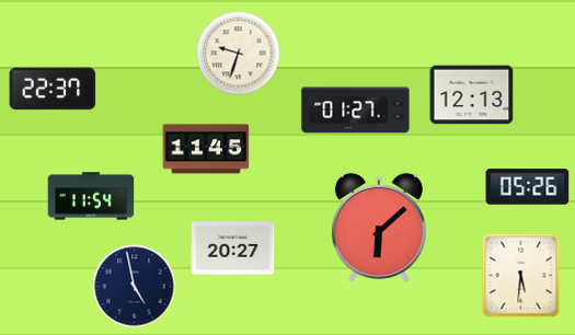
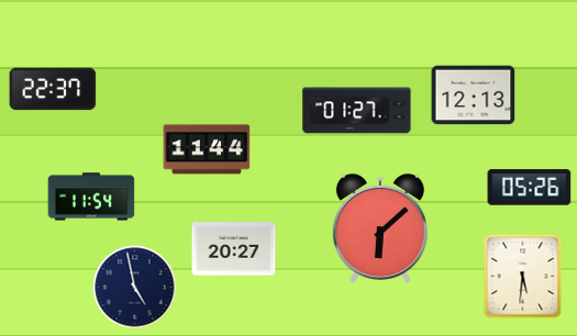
clock at (239, 54): 9:33 -> none
clock at (206, 149): 11:45 -> 11:44
